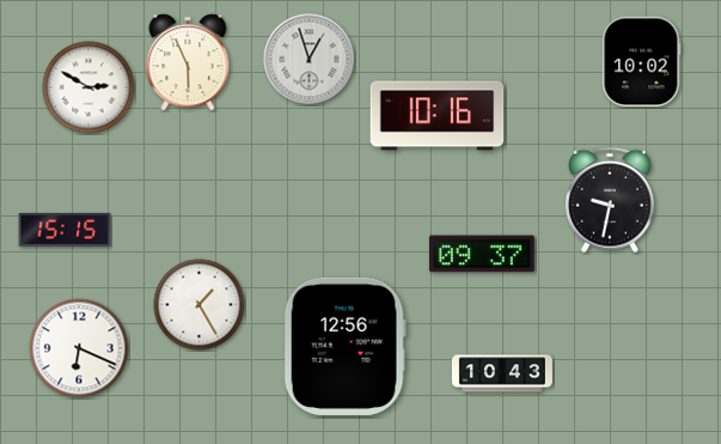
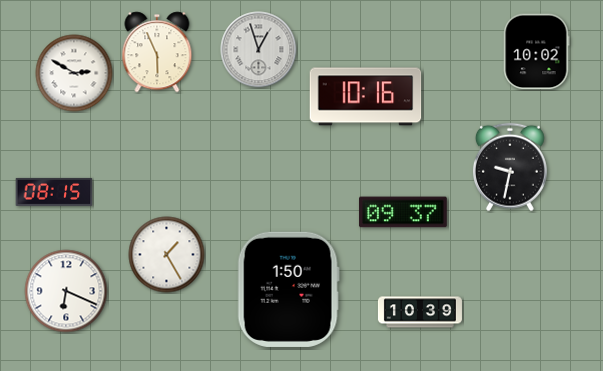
clock at (65, 230): 15:15 -> 08:15
clock at (344, 346): 12:56 -> 1:50
clock at (502, 373): 10:43 -> 10:39
